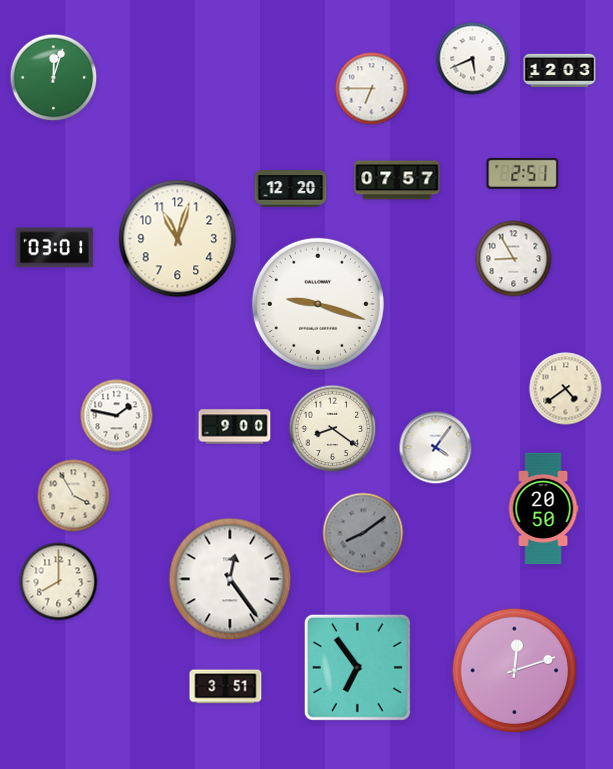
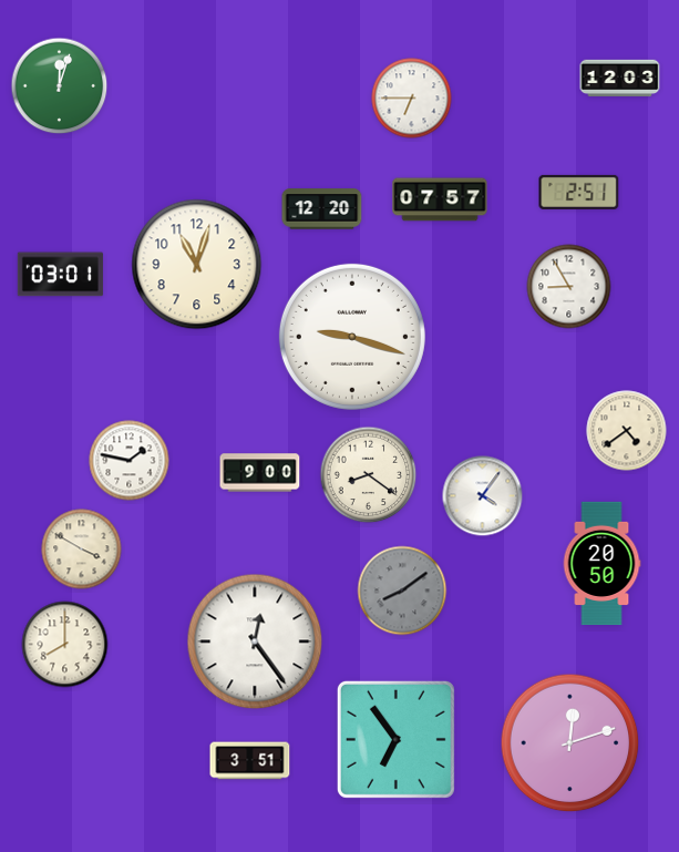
clock at (473, 59): 5:41 -> none
clock at (74, 496): 3:55 -> 3:50
